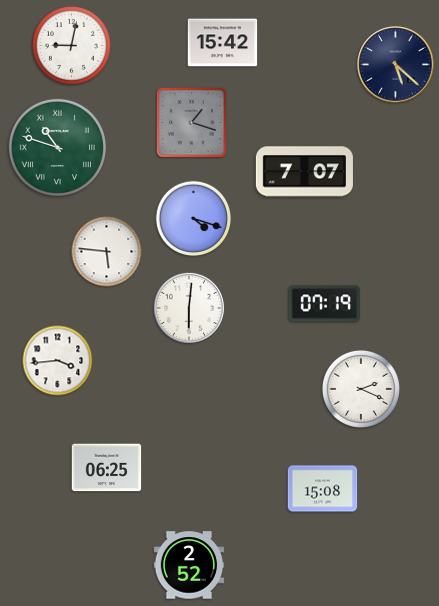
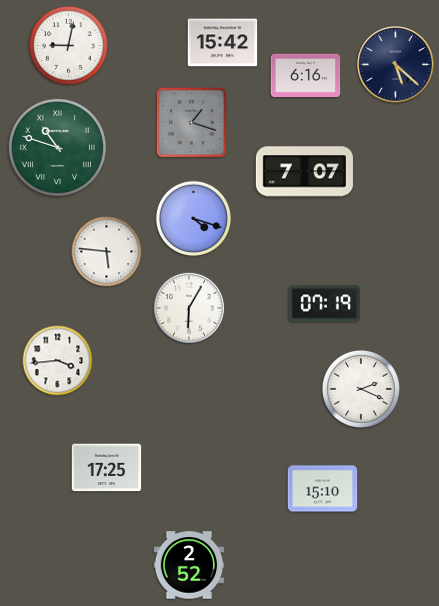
clock at (71, 45) position: (71, 45) -> (68, 45)
clock at (306, 76): none -> 6:16
clock at (188, 307): 6:01 -> 6:05
clock at (107, 468): 06:25 -> 17:25
clock at (323, 489): 15:08 -> 15:10
